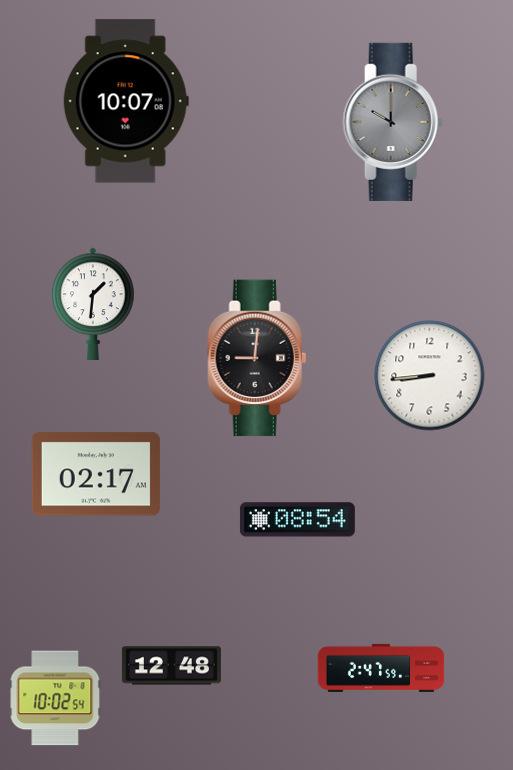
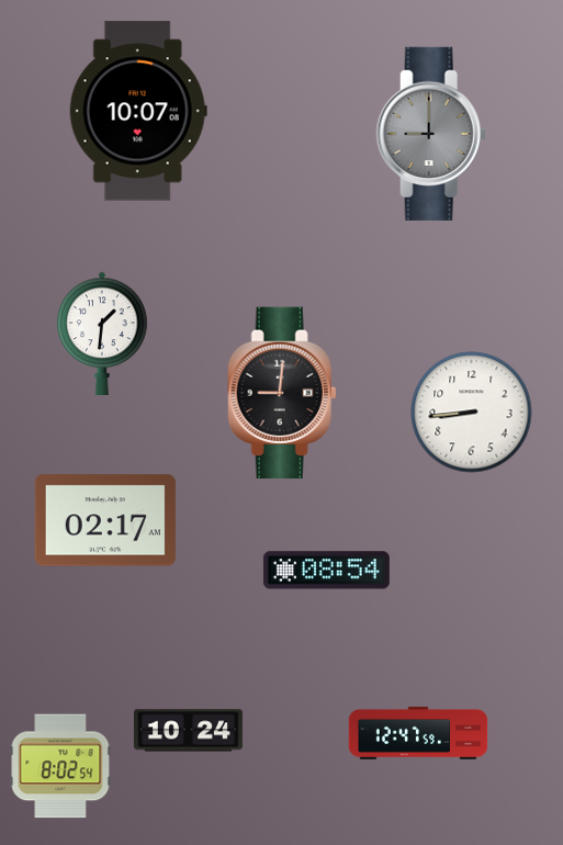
clock at (393, 122): 10:00 -> 9:00
clock at (171, 666): 12:48 -> 10:24
clock at (381, 668): 2:47 -> 12:47
clock at (55, 698): 10:02 -> 8:02
